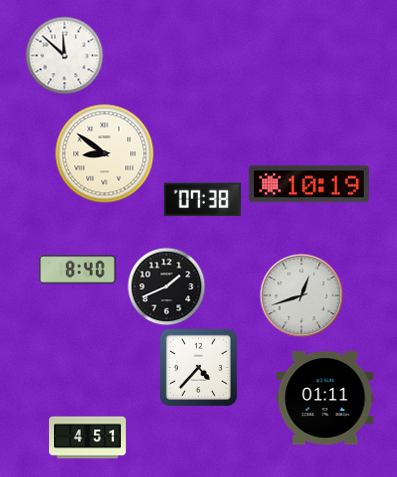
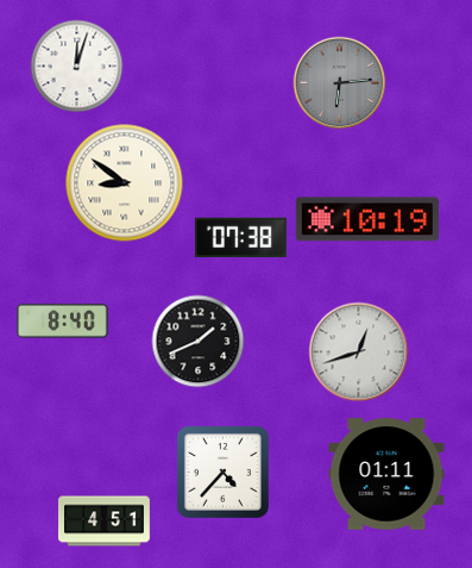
clock at (64, 55): 11:52 -> 12:03
clock at (339, 82): none -> 6:14
clock at (77, 269) position: (77, 269) -> (62, 320)
clock at (198, 367) position: (198, 367) -> (222, 472)
